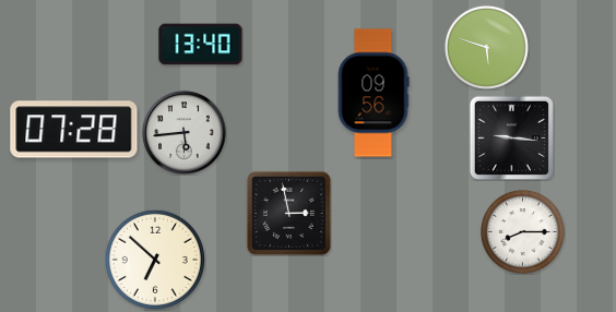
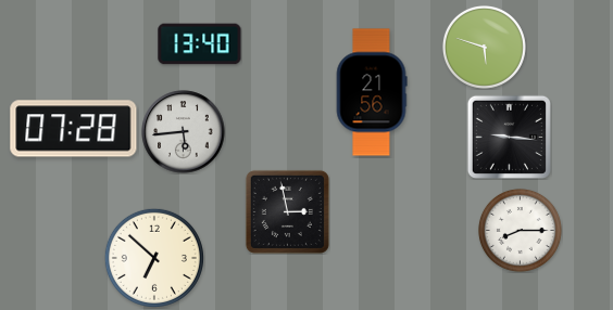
clock at (374, 93): 09:56 -> 21:56
